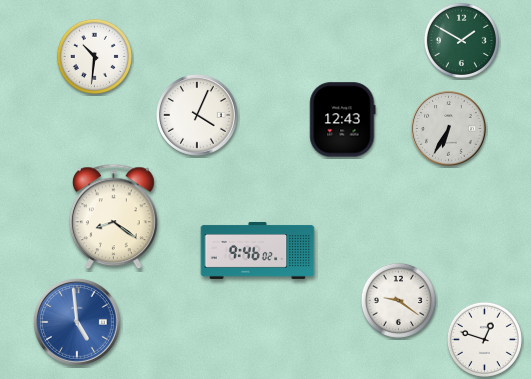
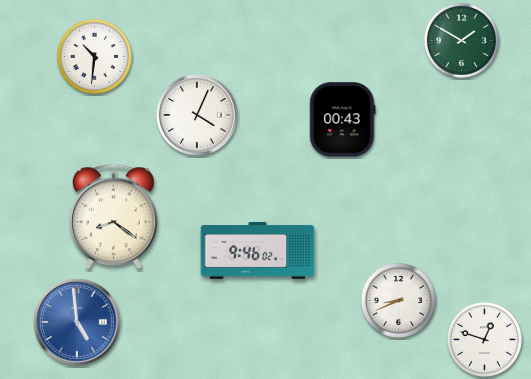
clock at (343, 120): 12:43 -> 00:43
clock at (449, 129): 6:35 -> none
clock at (398, 300): 9:21 -> 8:41
